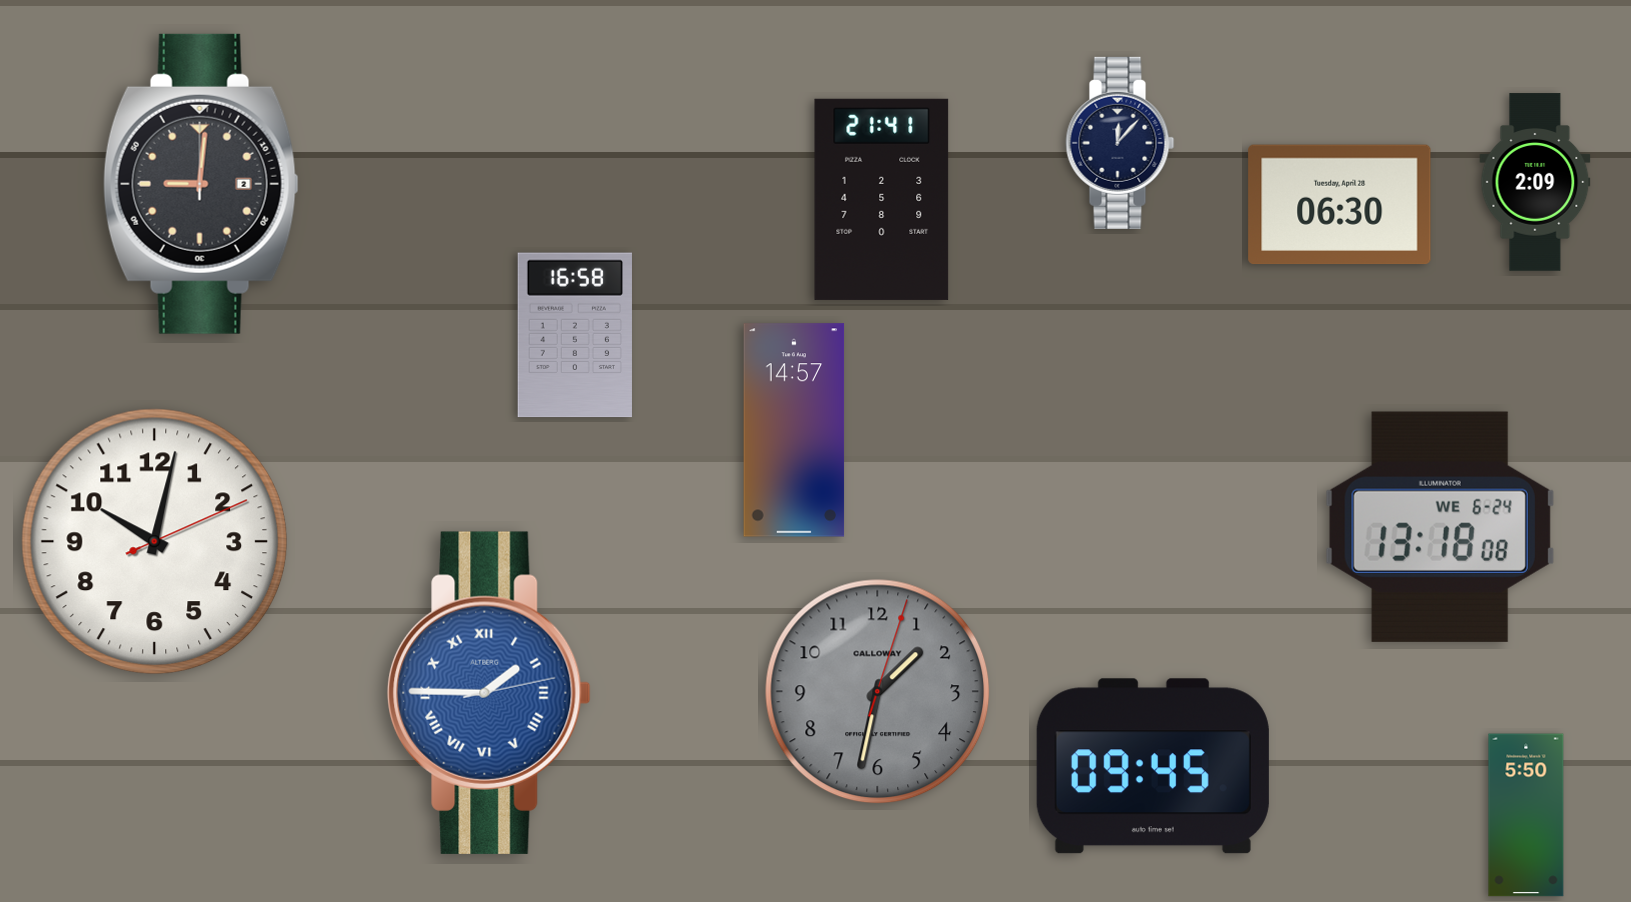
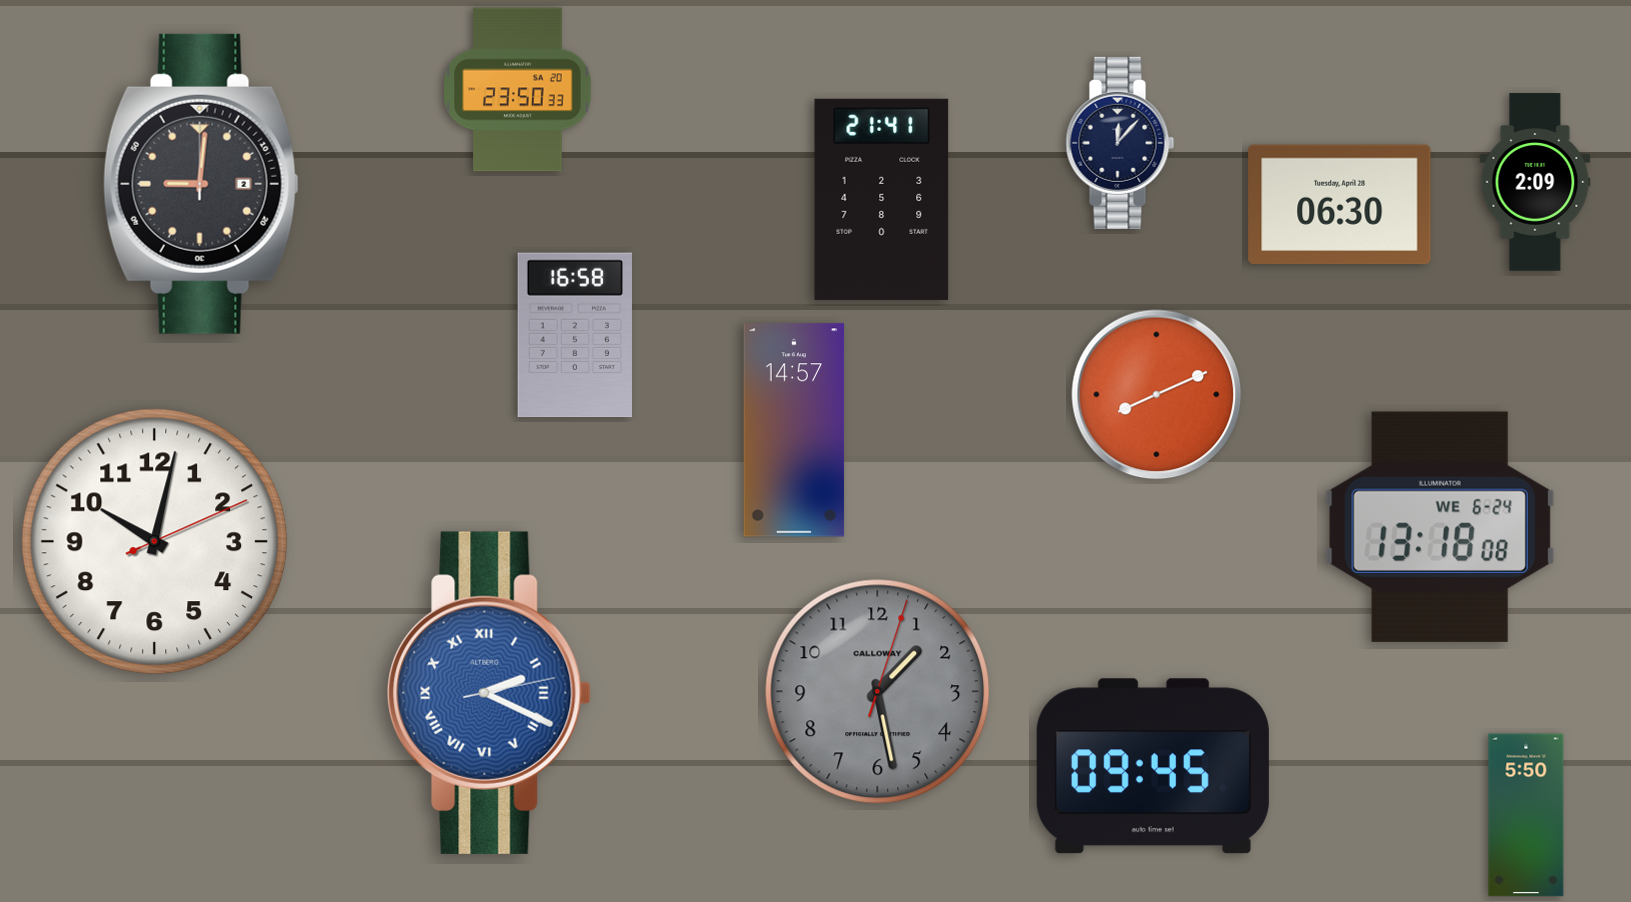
clock at (518, 90): none -> 23:50
clock at (1157, 395): none -> 8:11
clock at (878, 692): 1:32 -> 1:28
clock at (489, 693): 1:45 -> 2:19
